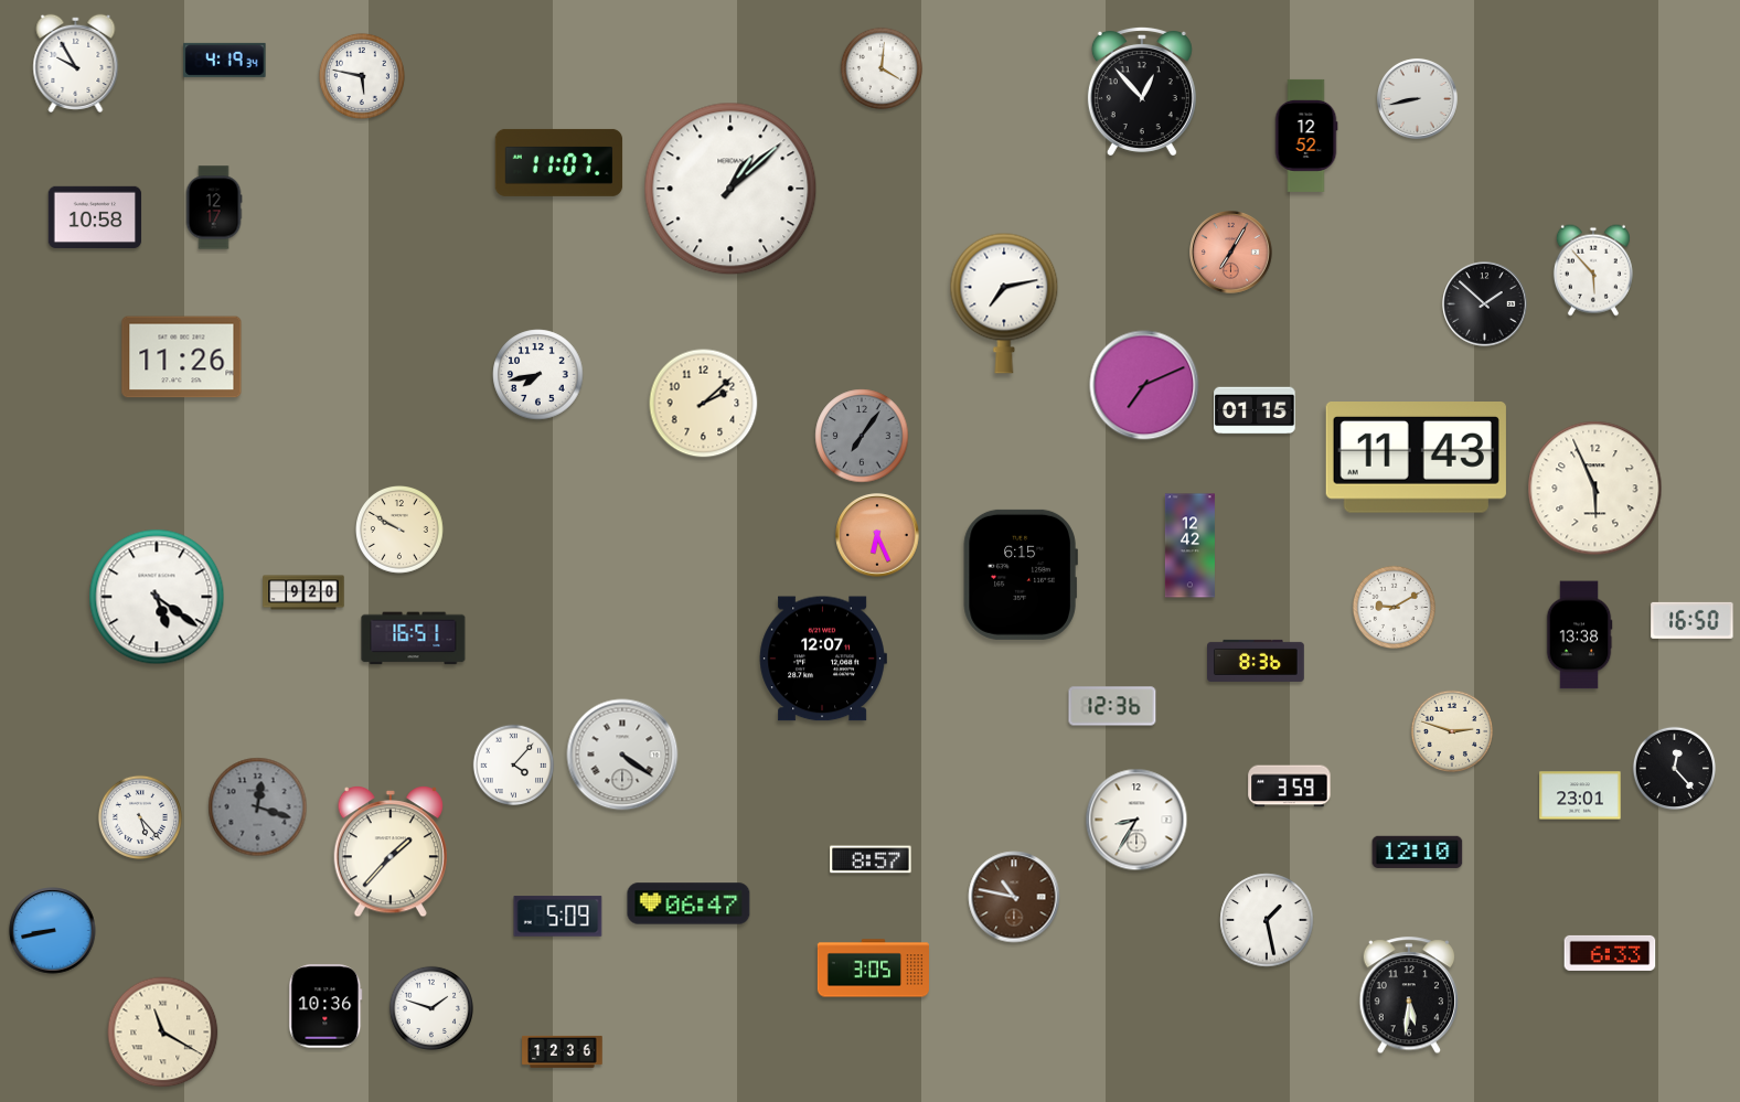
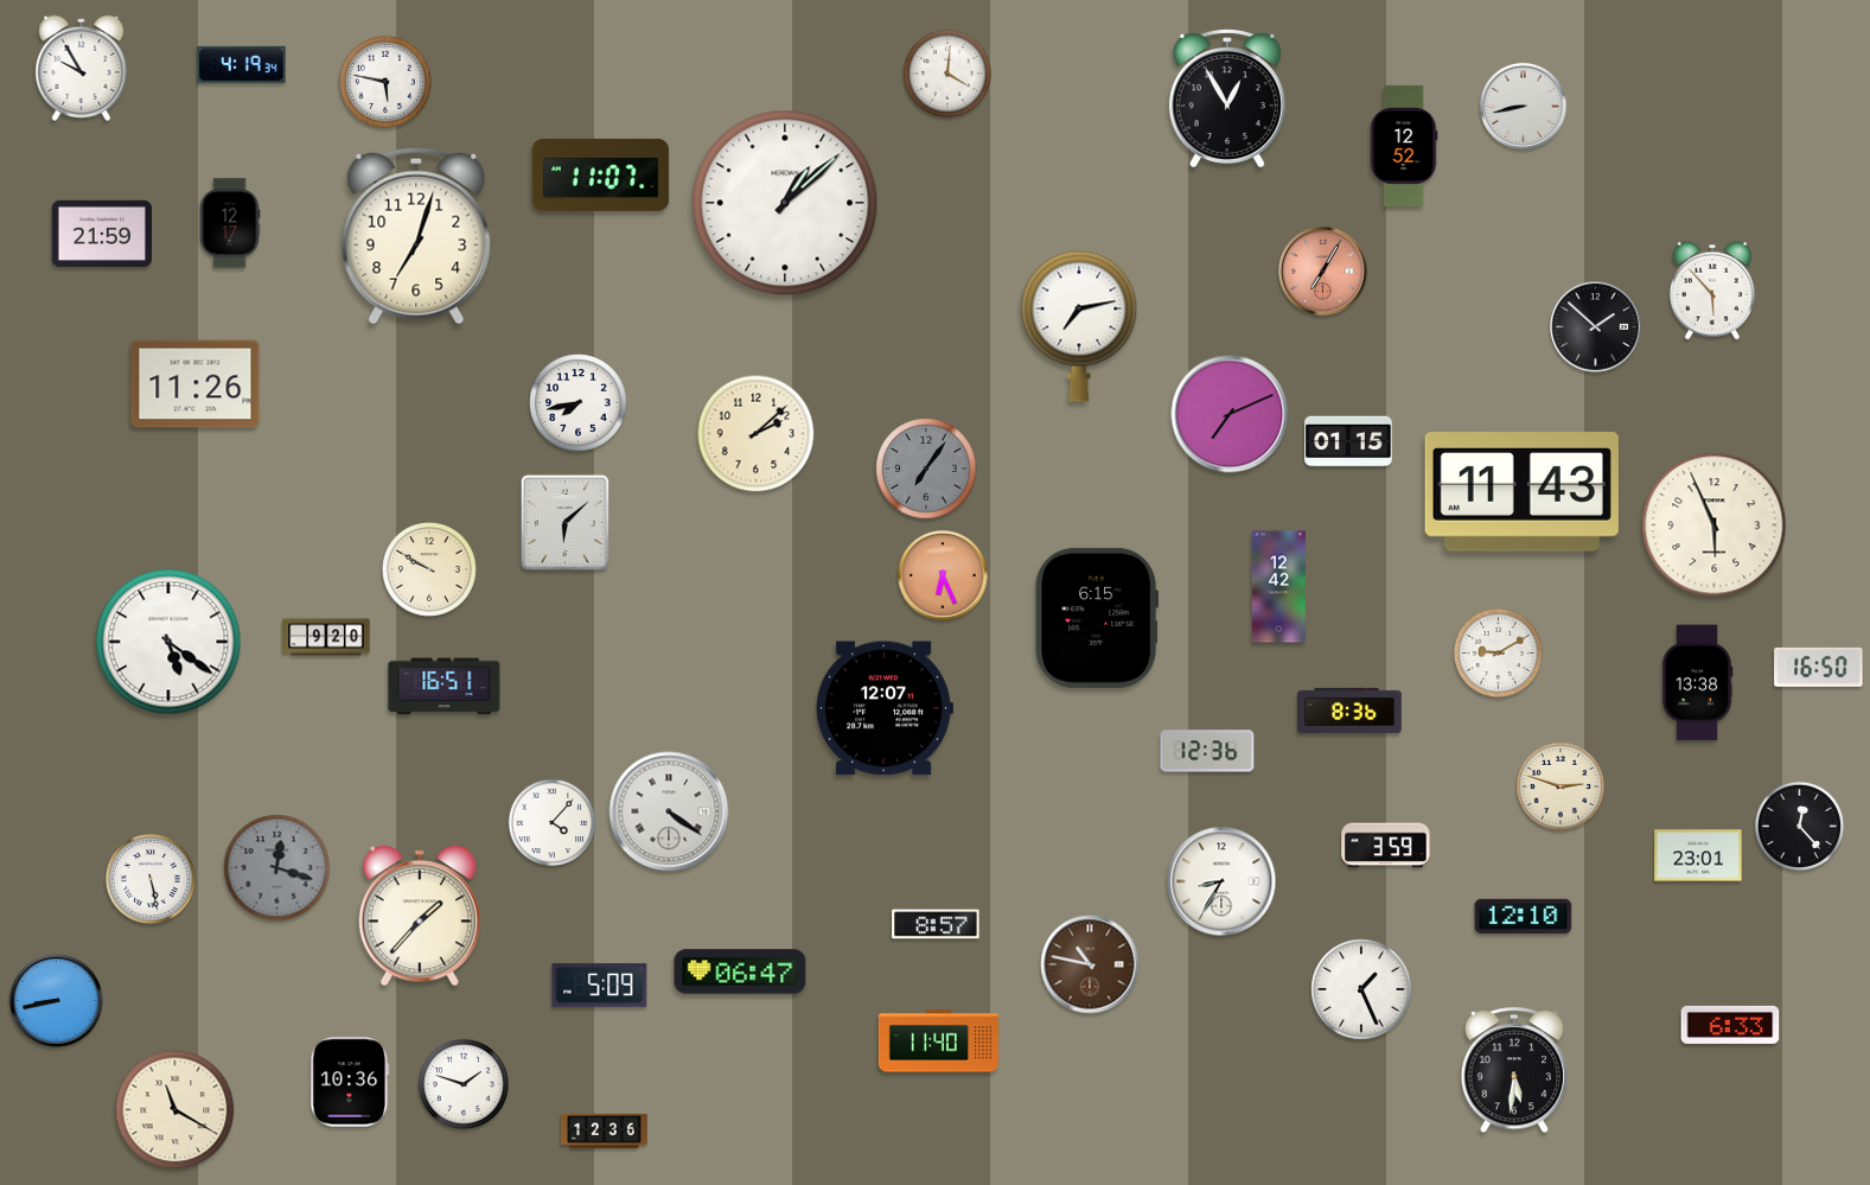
clock at (362, 76) position: (362, 76) -> (385, 82)
clock at (1142, 90): 12:53 -> 12:55
clock at (95, 216): 10:58 -> 21:59
clock at (416, 236): none -> 7:03
clock at (564, 522): none -> 6:08
clock at (1112, 706) position: (1112, 706) -> (1207, 751)
clock at (140, 817): 5:23 -> 5:28
clock at (1267, 920): 1:28 -> 1:26
clock at (873, 969): 3:05 -> 11:40
